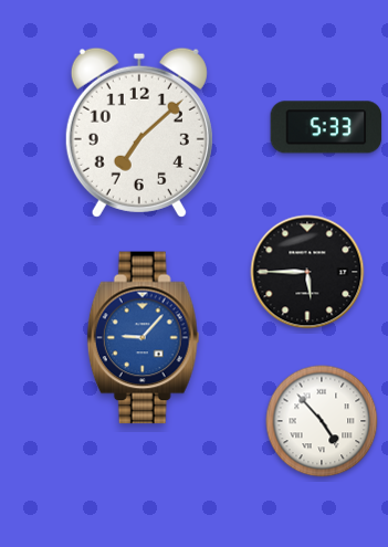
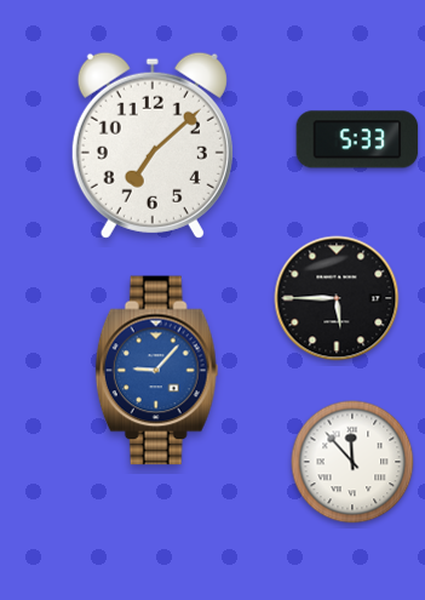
clock at (322, 421): 4:53 -> 11:53
